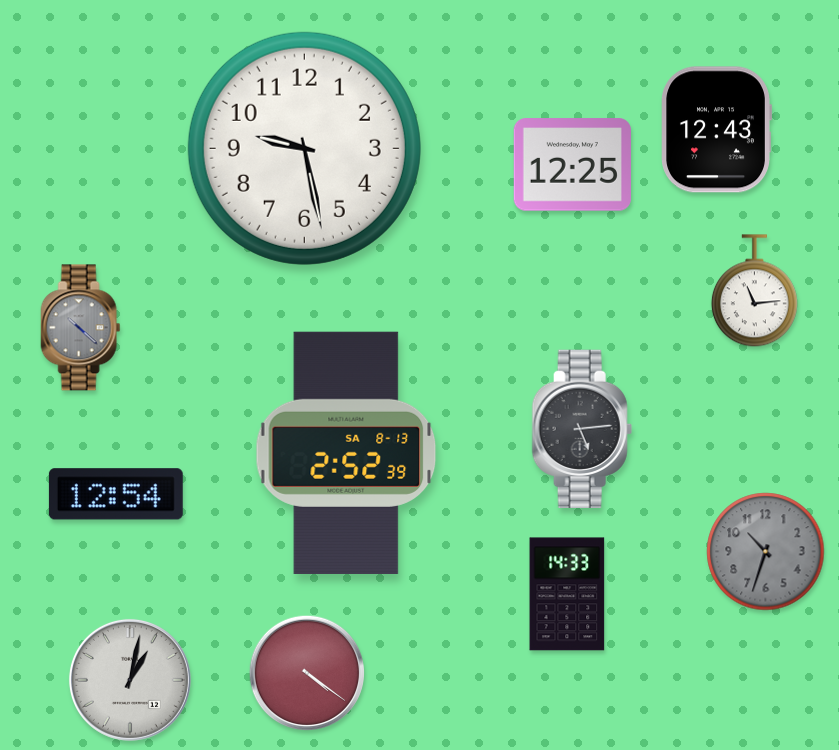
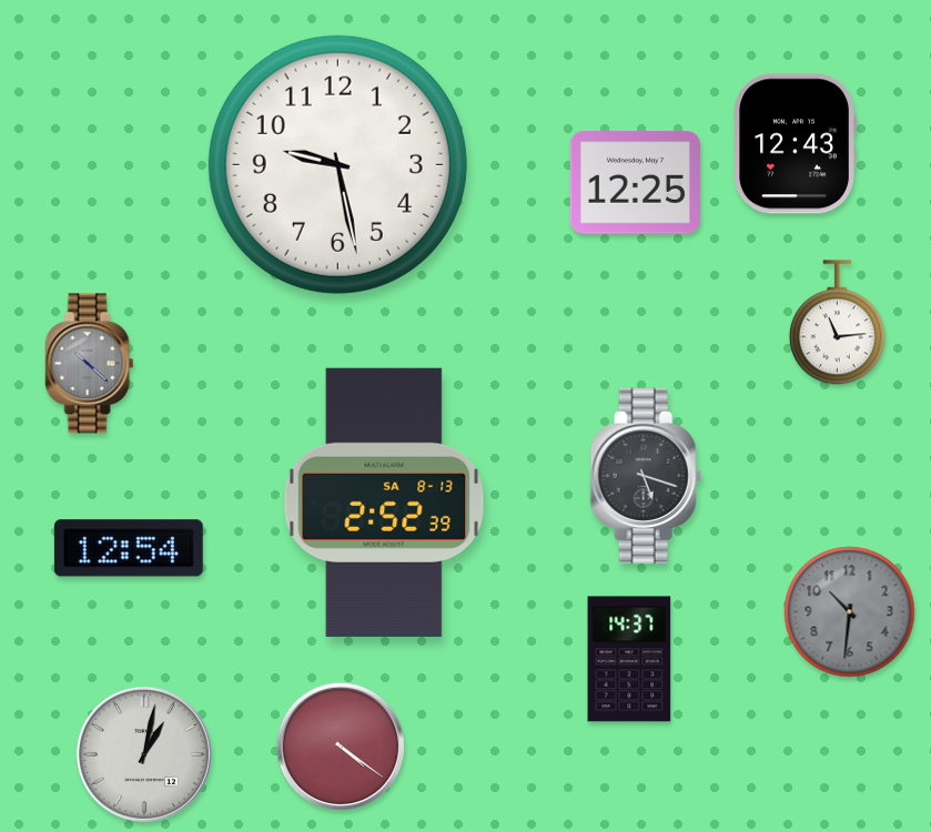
clock at (582, 428): 5:14 -> 5:18
clock at (766, 552): 10:33 -> 10:31
clock at (567, 594): 14:33 -> 14:37
